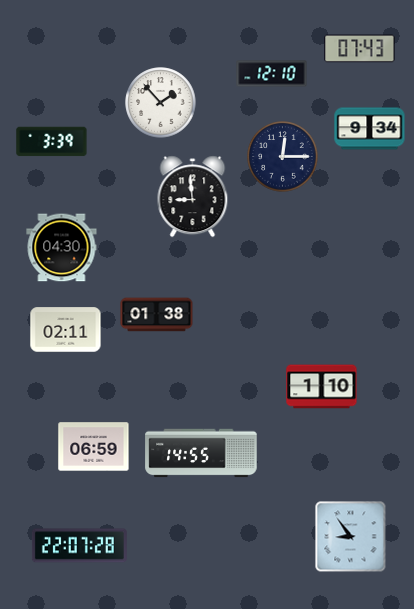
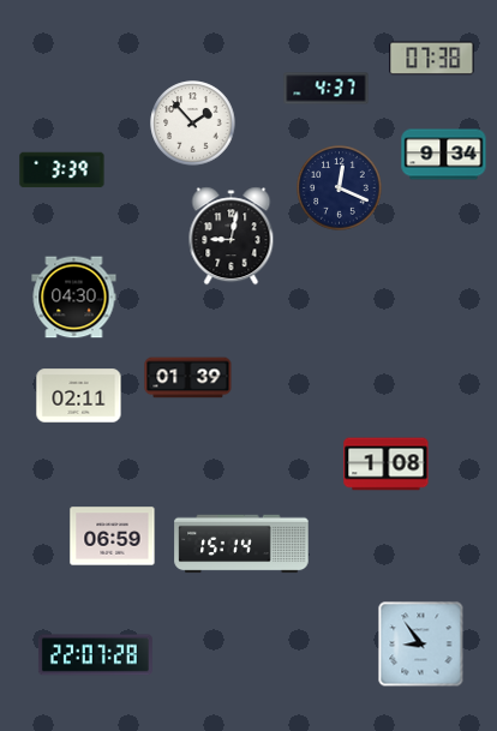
clock at (360, 49): 07:43 -> 07:38
clock at (272, 74): 12:10 -> 4:37
clock at (283, 157): 12:15 -> 12:19
clock at (193, 197): 8:59 -> 9:02
clock at (157, 315): 01:38 -> 01:39
clock at (322, 387): 1:10 -> 1:08
clock at (201, 453): 14:55 -> 15:14
